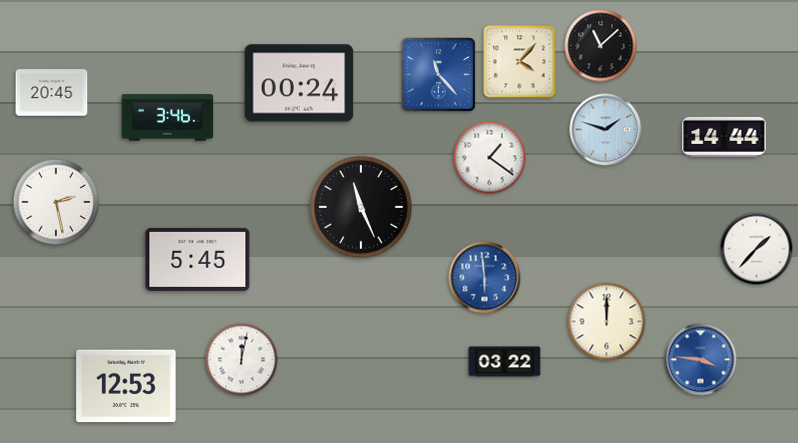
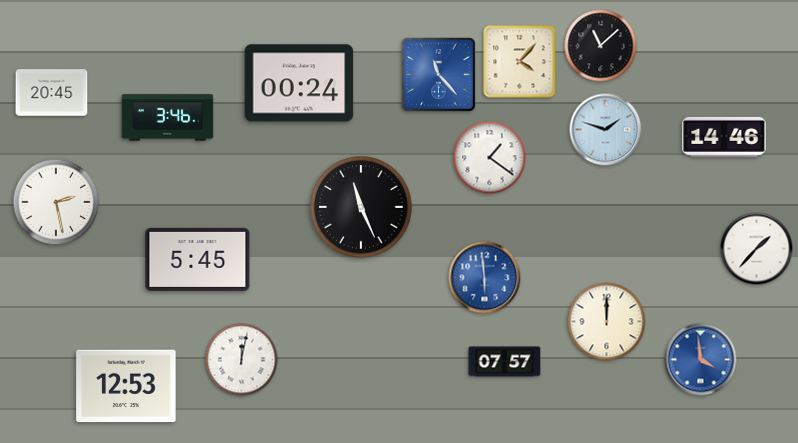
clock at (724, 137): 14:44 -> 14:46
clock at (701, 360): 3:46 -> 3:59
clock at (505, 362): 03:22 -> 07:57
